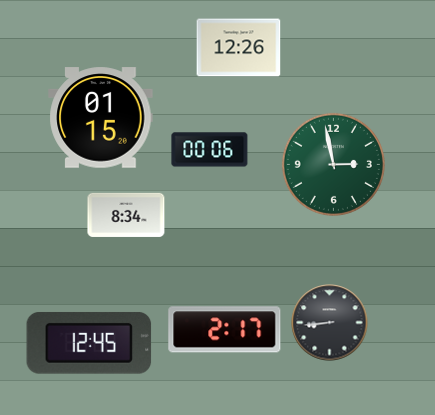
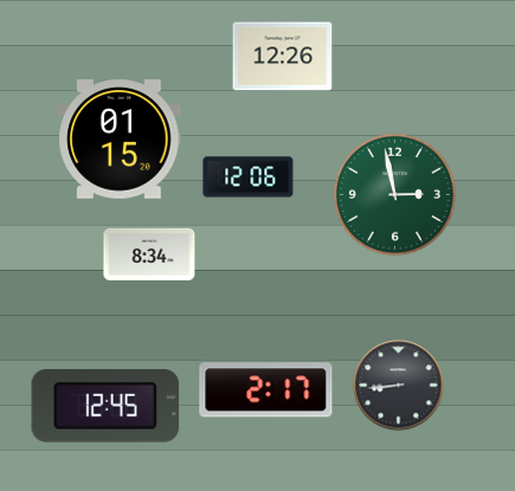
clock at (210, 150): 00:06 -> 12:06
clock at (330, 323) position: (330, 323) -> (399, 386)
